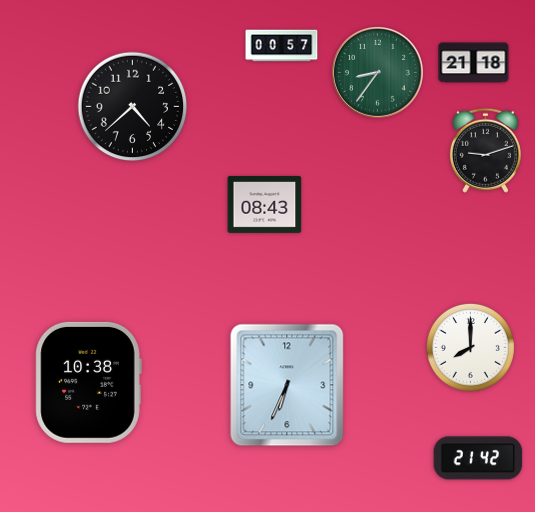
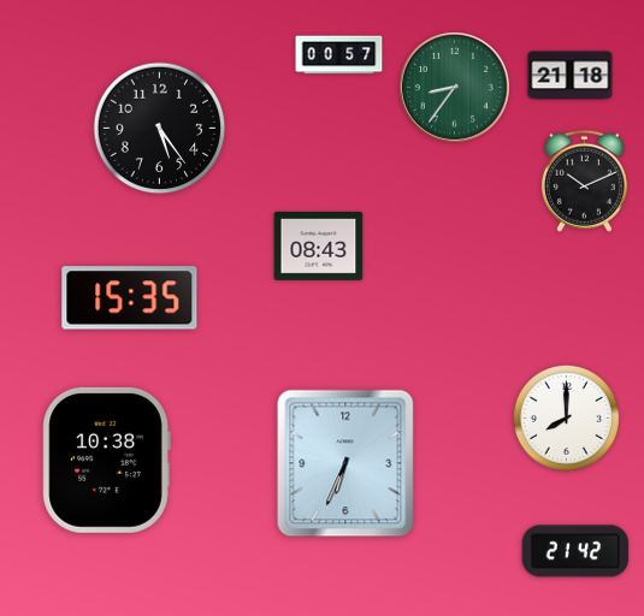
clock at (133, 107): 4:38 -> 5:24
clock at (485, 150): 9:12 -> 10:11
clock at (130, 298): none -> 15:35
